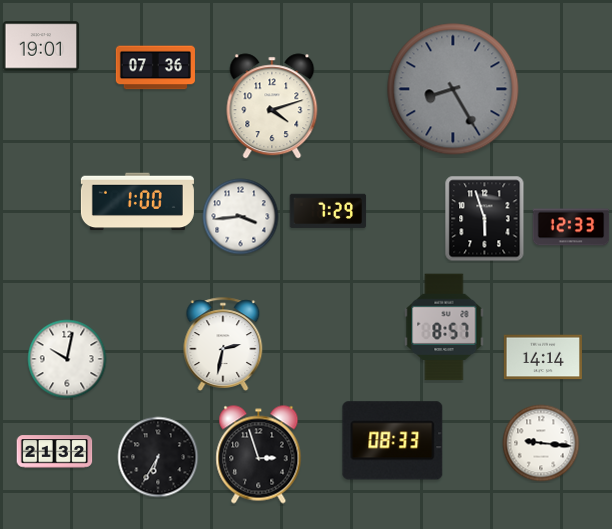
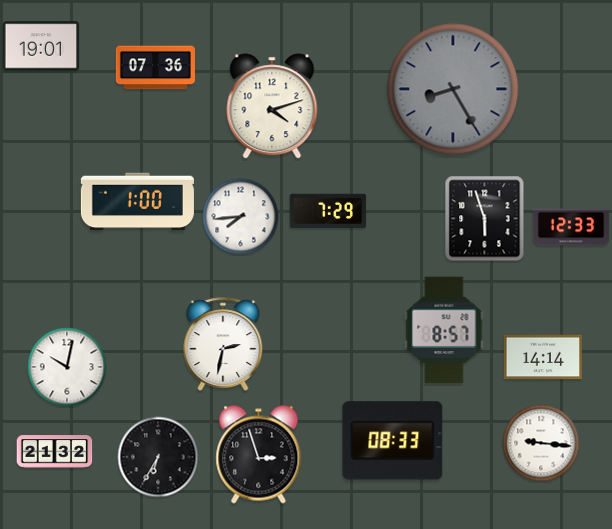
clock at (241, 217): 3:44 -> 7:44
clock at (444, 327) position: (444, 327) -> (444, 330)
clock at (67, 359) position: (67, 359) -> (67, 367)
